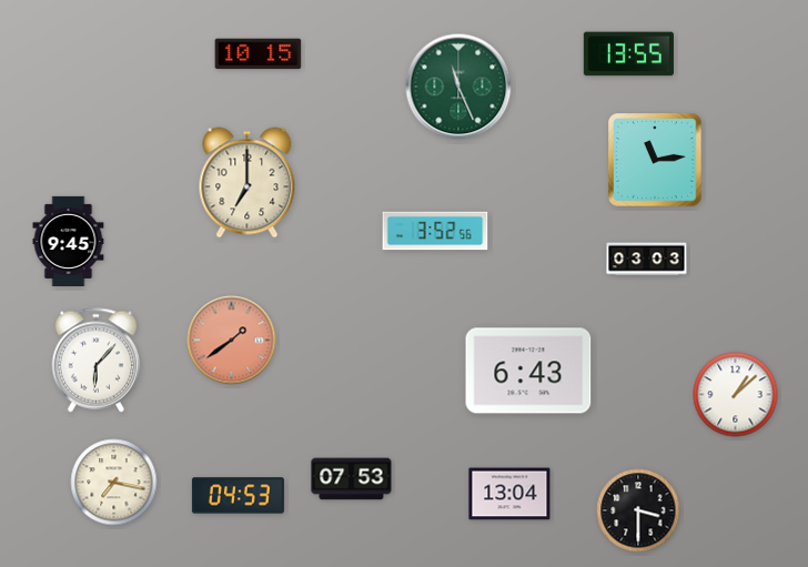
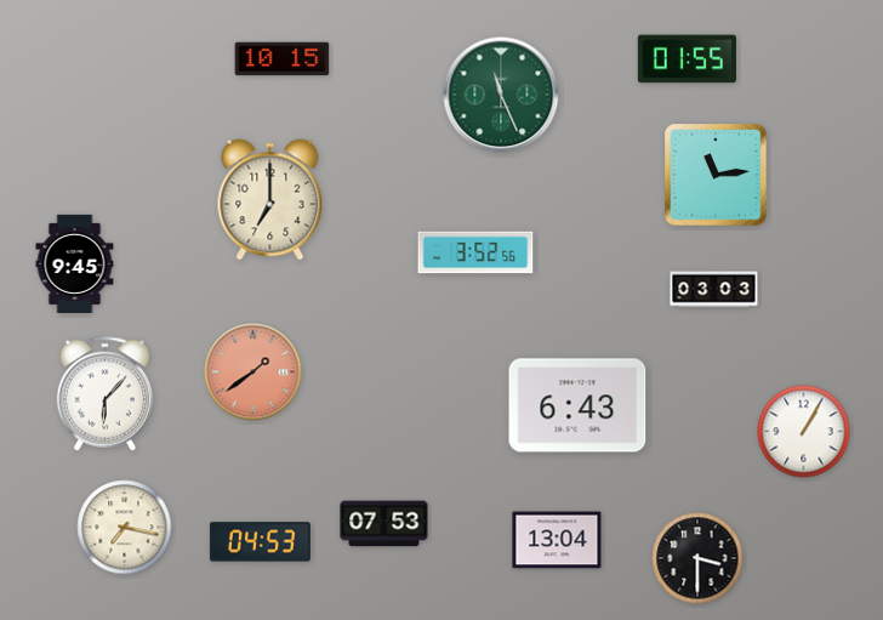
clock at (628, 54): 13:55 -> 01:55
clock at (647, 260) position: (647, 260) -> (714, 290)
clock at (736, 395): 1:08 -> 1:05
